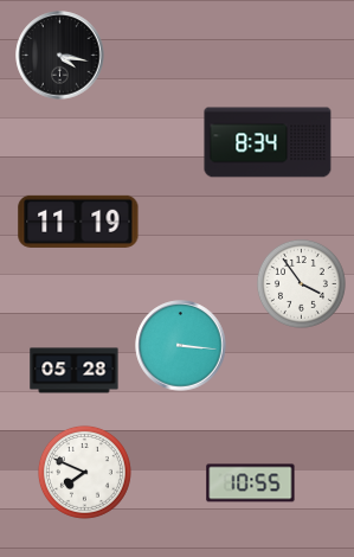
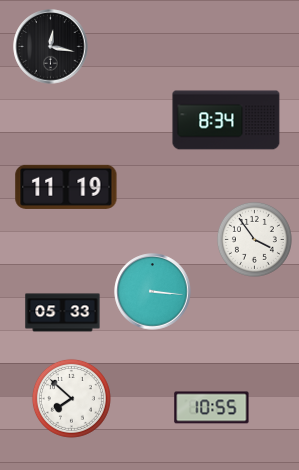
clock at (60, 56): 4:17 -> 12:17
clock at (75, 371): 05:28 -> 05:33
clock at (84, 472): 7:49 -> 7:52
